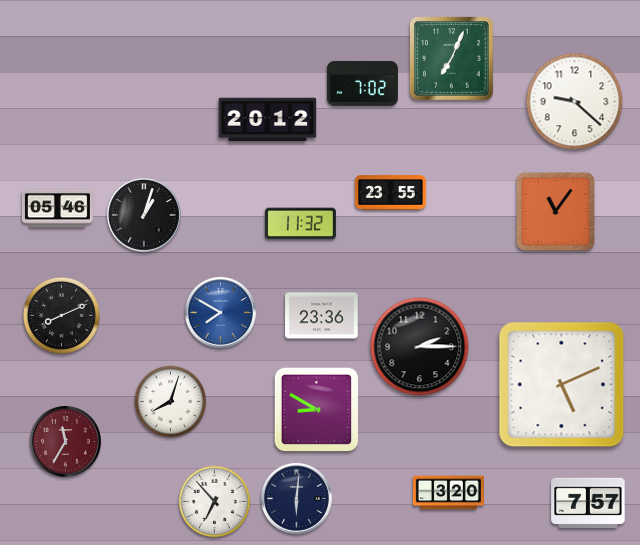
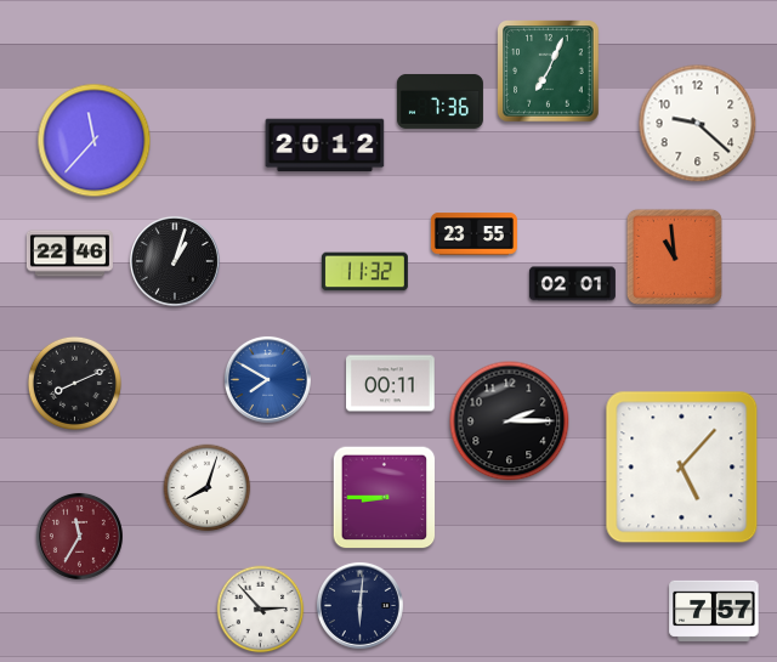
clock at (362, 84): 7:02 -> 7:36
clock at (95, 141): none -> 11:37
clock at (57, 209): 05:46 -> 22:46
clock at (555, 211): 11:06 -> 10:59
clock at (572, 284): none -> 02:01
clock at (322, 316): 23:36 -> 00:11
clock at (562, 385): 5:11 -> 5:07
clock at (317, 410): 8:50 -> 8:45
clock at (448, 493): 3:20 -> none
clock at (215, 502): 6:53 -> 2:53
